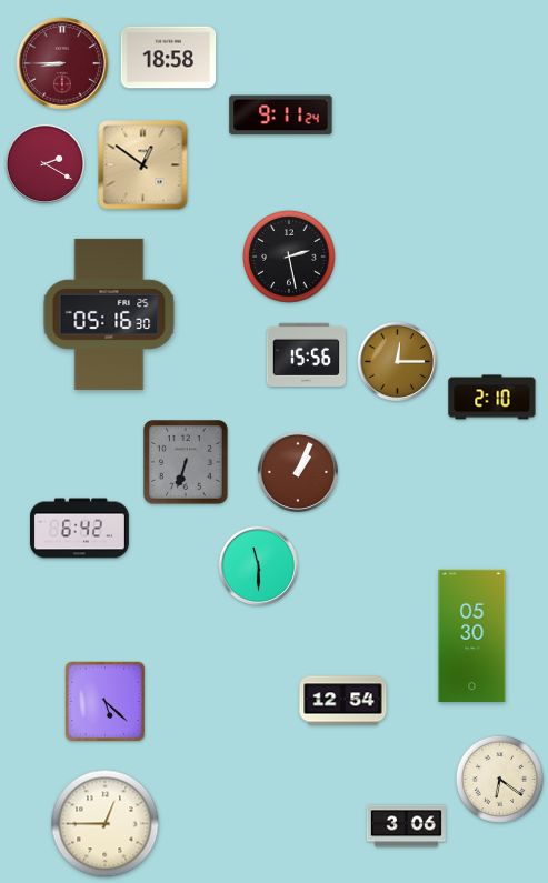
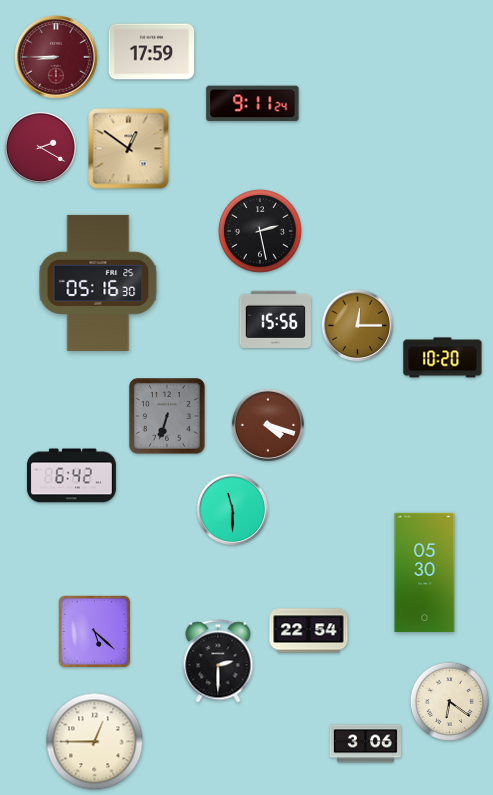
clock at (169, 58): 18:58 -> 17:59
clock at (492, 398): 2:10 -> 10:20
clock at (298, 472): 1:04 -> 4:18
clock at (343, 701): 12:54 -> 22:54
clock at (218, 661): none -> 2:30
